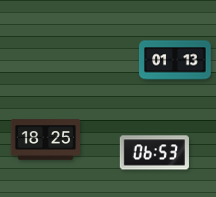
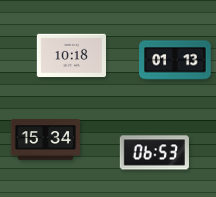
clock at (71, 56): none -> 10:18
clock at (45, 140): 18:25 -> 15:34
